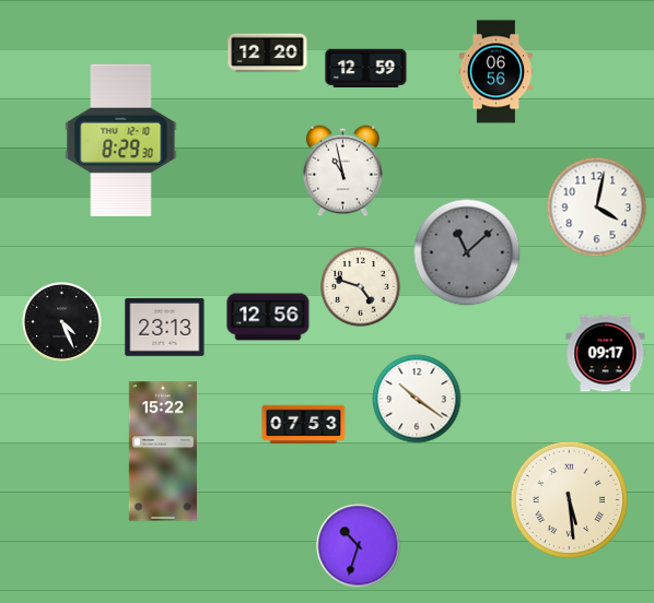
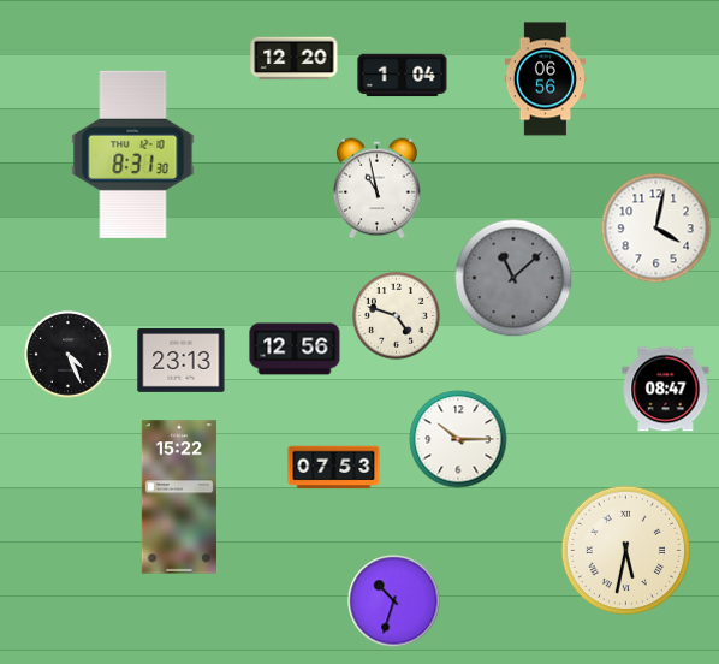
clock at (366, 69): 12:59 -> 1:04
clock at (121, 140): 8:29 -> 8:31
clock at (606, 354): 09:17 -> 08:47
clock at (417, 399): 10:21 -> 10:15
clock at (569, 499): 5:29 -> 5:32
